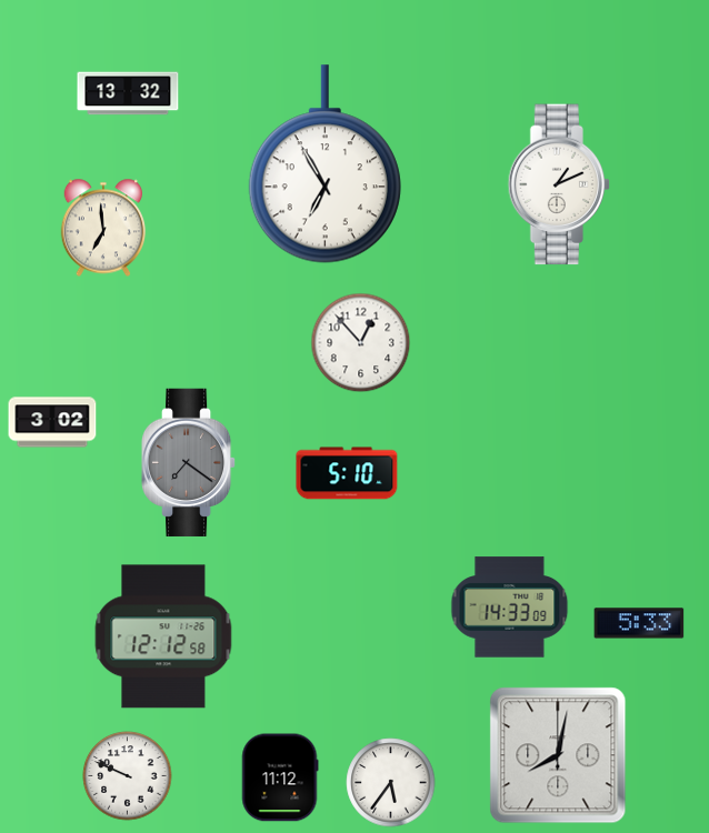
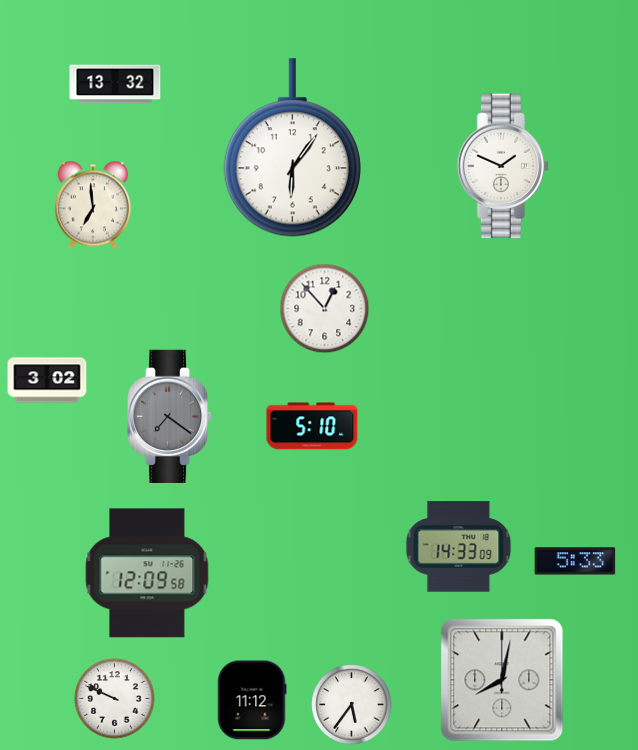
clock at (324, 164): 6:55 -> 6:06
clock at (559, 184): 1:11 -> 1:49
clock at (163, 636): 12:12 -> 12:09
